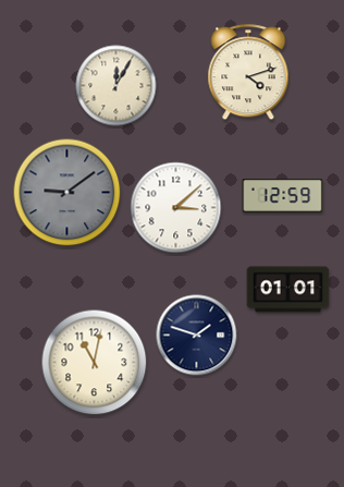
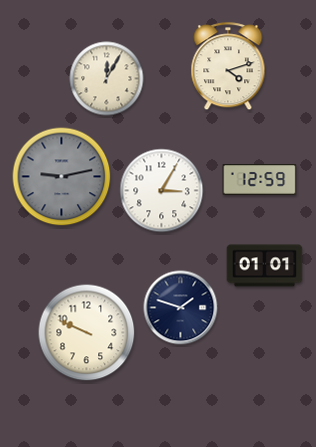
clock at (67, 193): 9:09 -> 9:13
clock at (176, 208): 3:08 -> 3:05
clock at (95, 363): 11:02 -> 9:49
